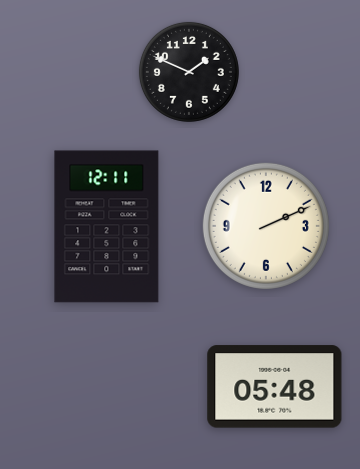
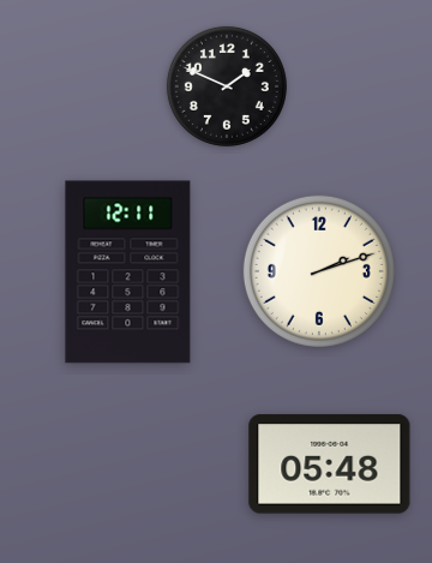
clock at (266, 226): 2:11 -> 2:12
